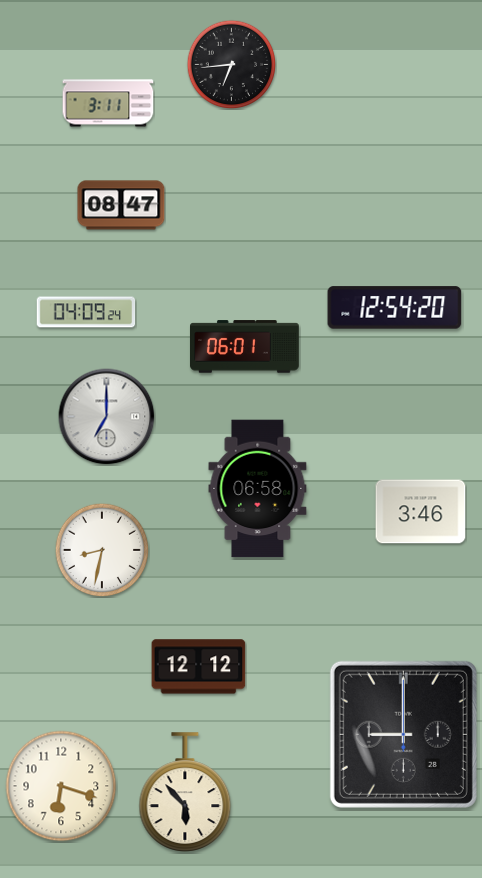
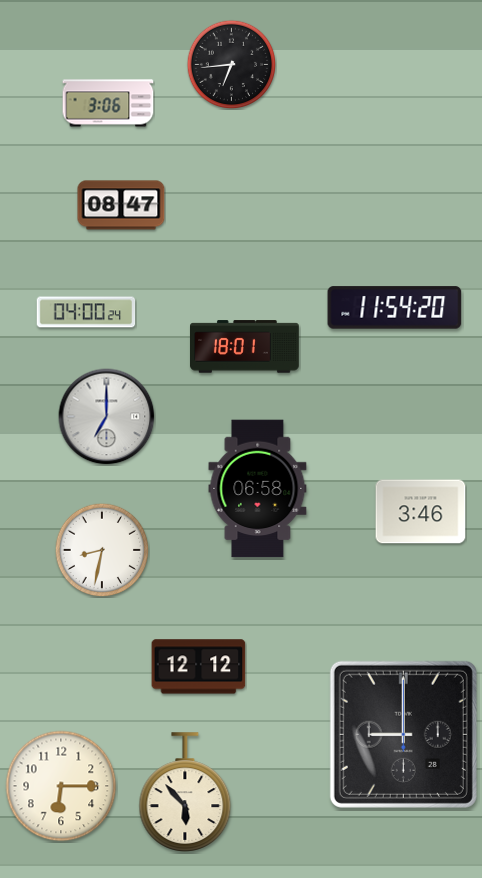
clock at (108, 103): 3:11 -> 3:06
clock at (395, 308): 12:54 -> 11:54
clock at (86, 312): 04:09 -> 04:00
clock at (245, 347): 06:01 -> 18:01
clock at (61, 786): 6:18 -> 6:15
